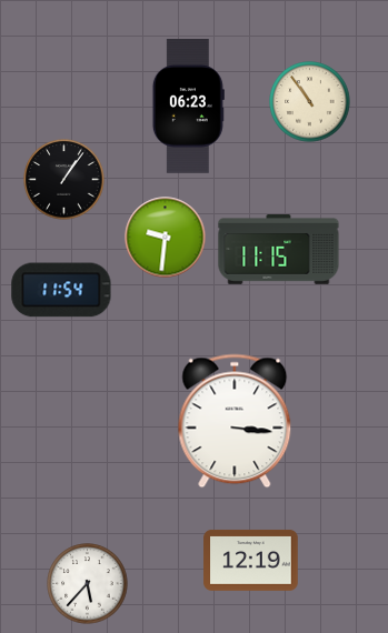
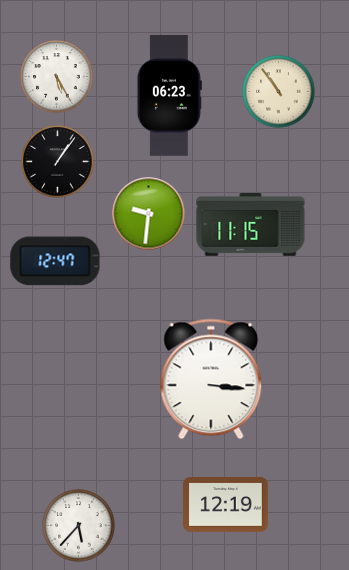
clock at (57, 77): none -> 5:25
clock at (61, 290): 11:54 -> 12:47
